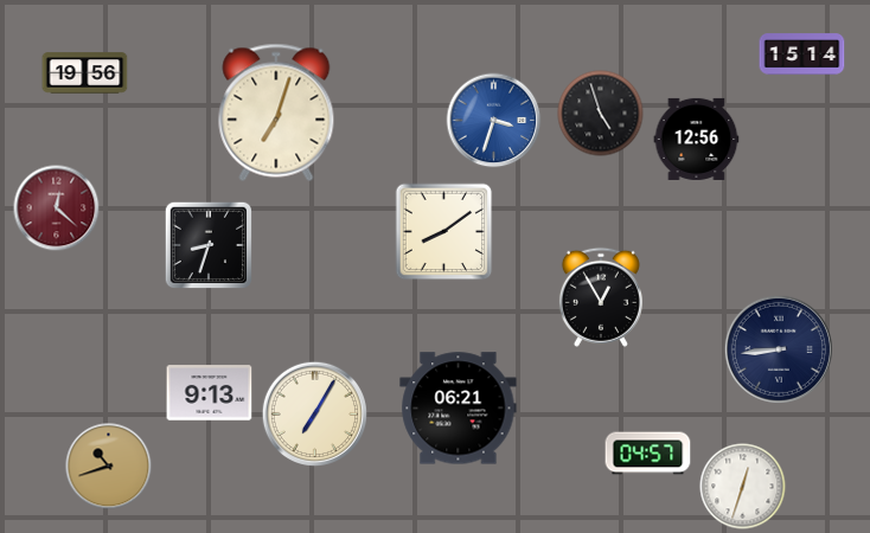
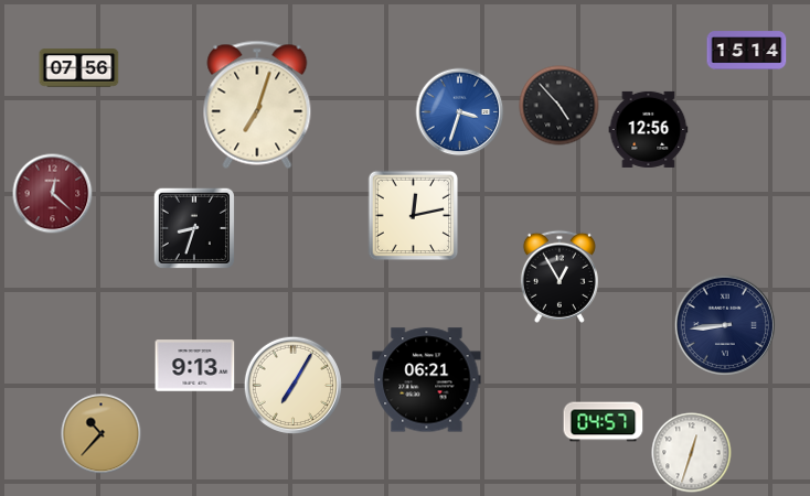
clock at (85, 73): 19:56 -> 07:56
clock at (601, 114): 4:57 -> 4:53
clock at (444, 232): 8:09 -> 12:13
clock at (109, 467): 10:42 -> 10:37
